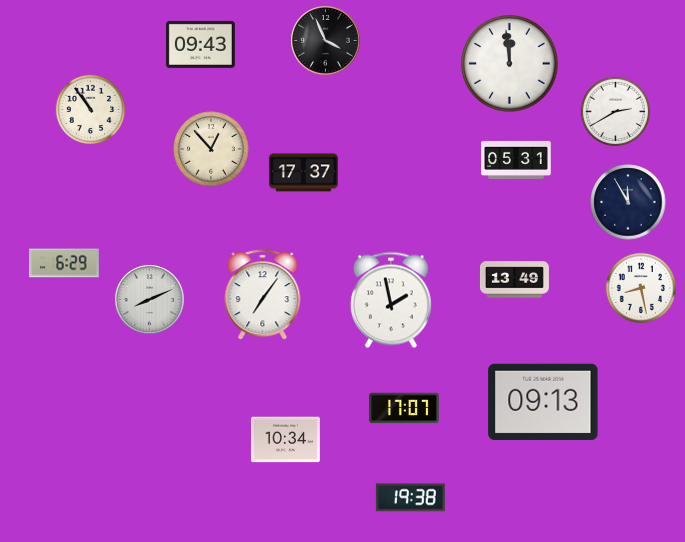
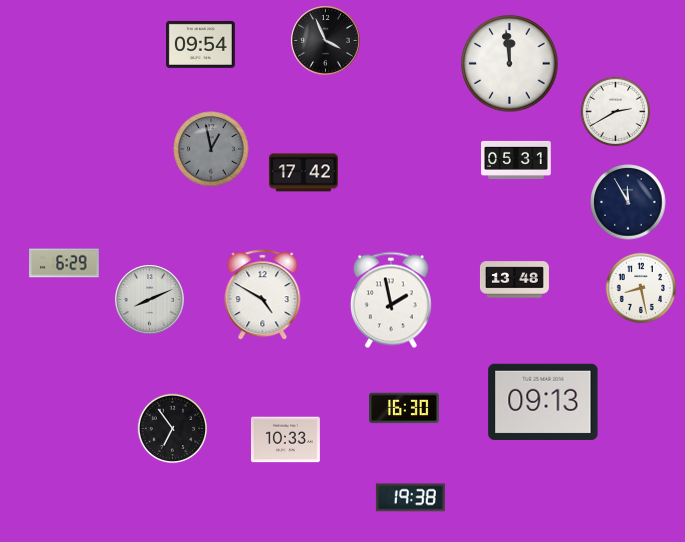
clock at (200, 44): 09:43 -> 09:54
clock at (91, 110): 10:54 -> none
clock at (211, 149): 12:53 -> 12:58
clock at (211, 149) dial: cream -> grey
clock at (303, 173): 17:37 -> 17:42
clock at (514, 280): 13:49 -> 13:48
clock at (263, 295): 7:06 -> 4:50
clock at (404, 408): 17:07 -> 16:30
clock at (173, 429): none -> 6:54
clock at (285, 440): 10:34 -> 10:33
